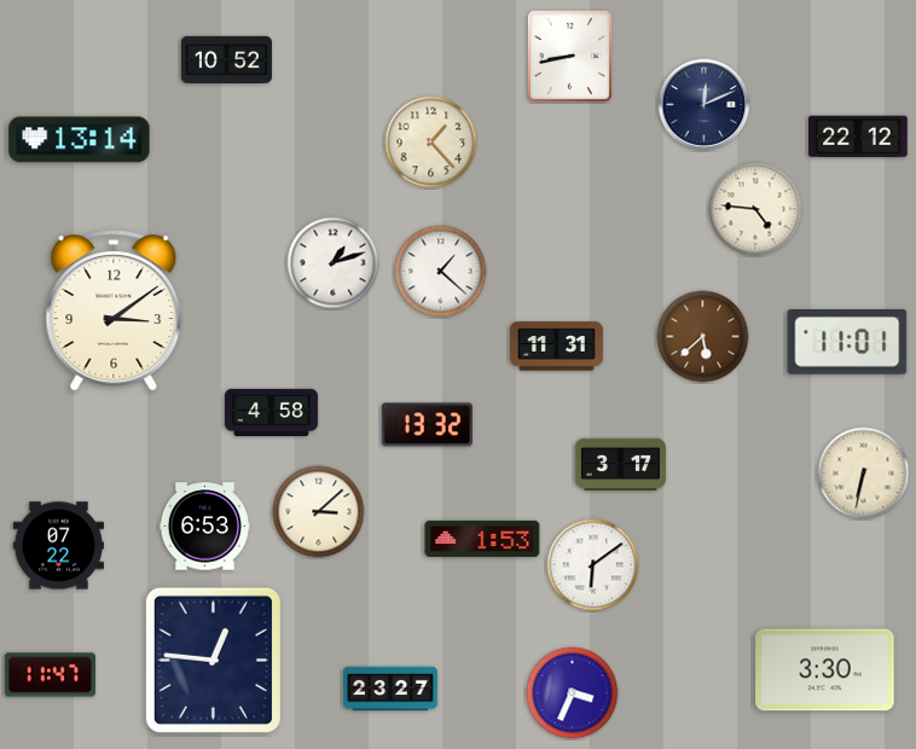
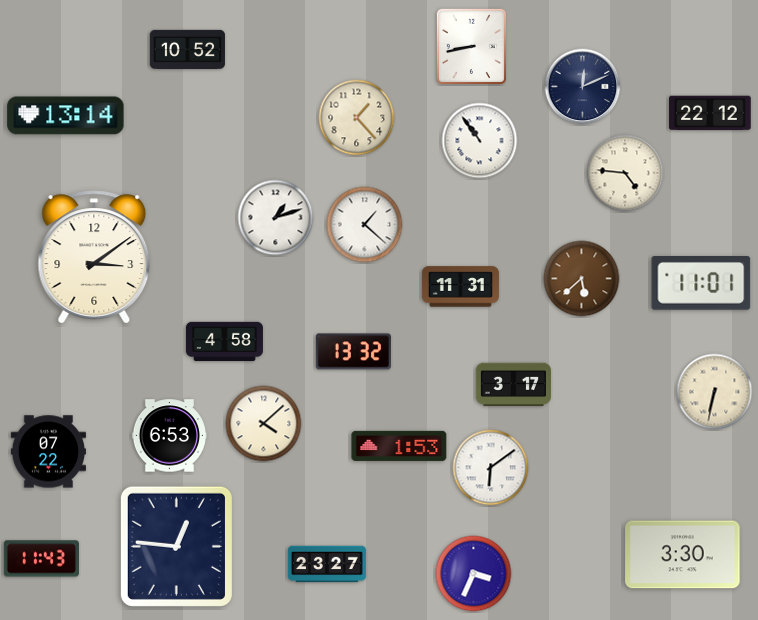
clock at (480, 141): none -> 10:54
clock at (319, 512): 3:08 -> 4:08
clock at (50, 675): 11:47 -> 11:43
clock at (390, 689) position: (390, 689) -> (327, 564)
